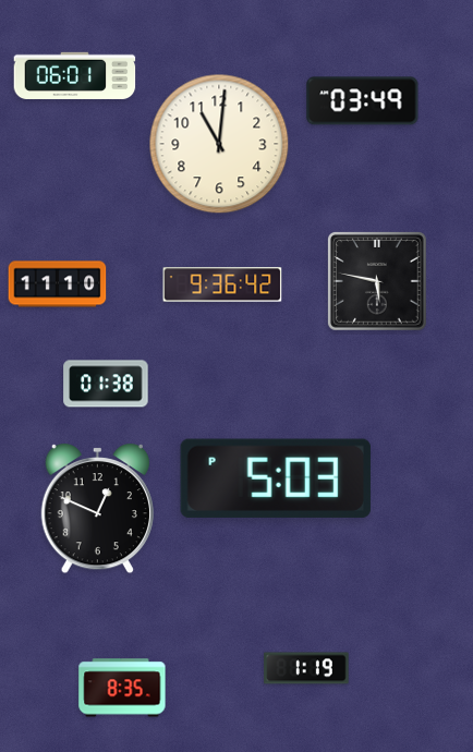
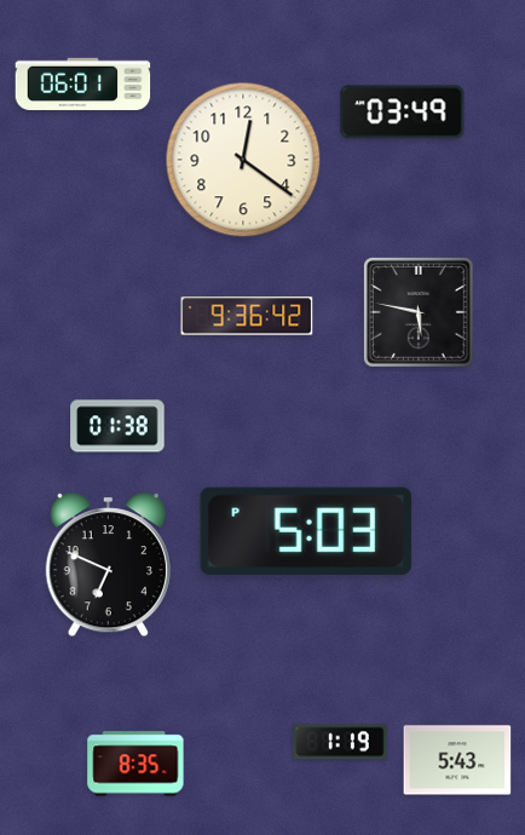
clock at (219, 144): 11:01 -> 12:21
clock at (58, 284): 11:10 -> none
clock at (97, 510): 12:49 -> 6:49
clock at (457, 760): none -> 5:43
